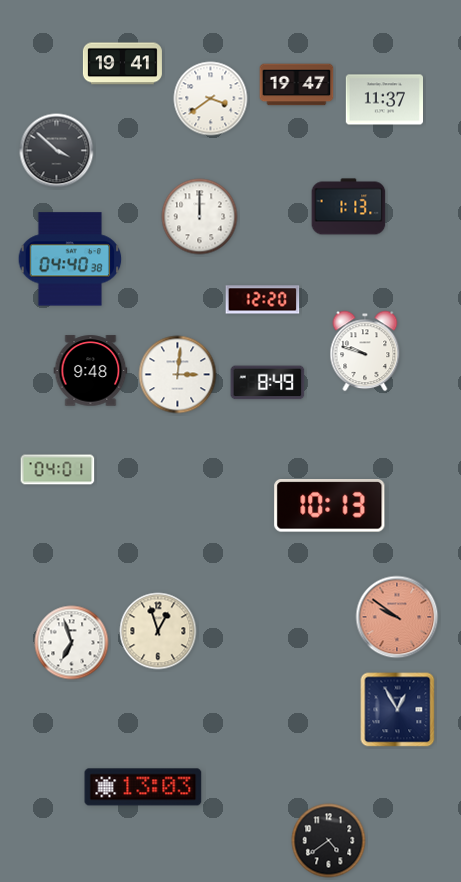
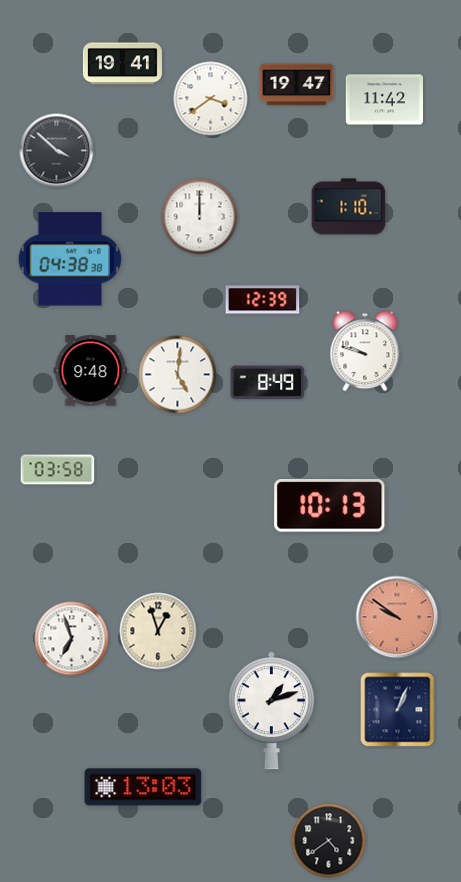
clock at (384, 100): 11:37 -> 11:42
clock at (349, 207): 1:13 -> 1:10
clock at (70, 259): 04:40 -> 04:38
clock at (263, 300): 12:20 -> 12:39
clock at (178, 375): 3:01 -> 5:01
clock at (58, 470): 04:01 -> 03:58
clock at (72, 643) position: (72, 643) -> (72, 639)
clock at (398, 710): 12:55 -> 1:04
clock at (271, 711): none -> 1:12
